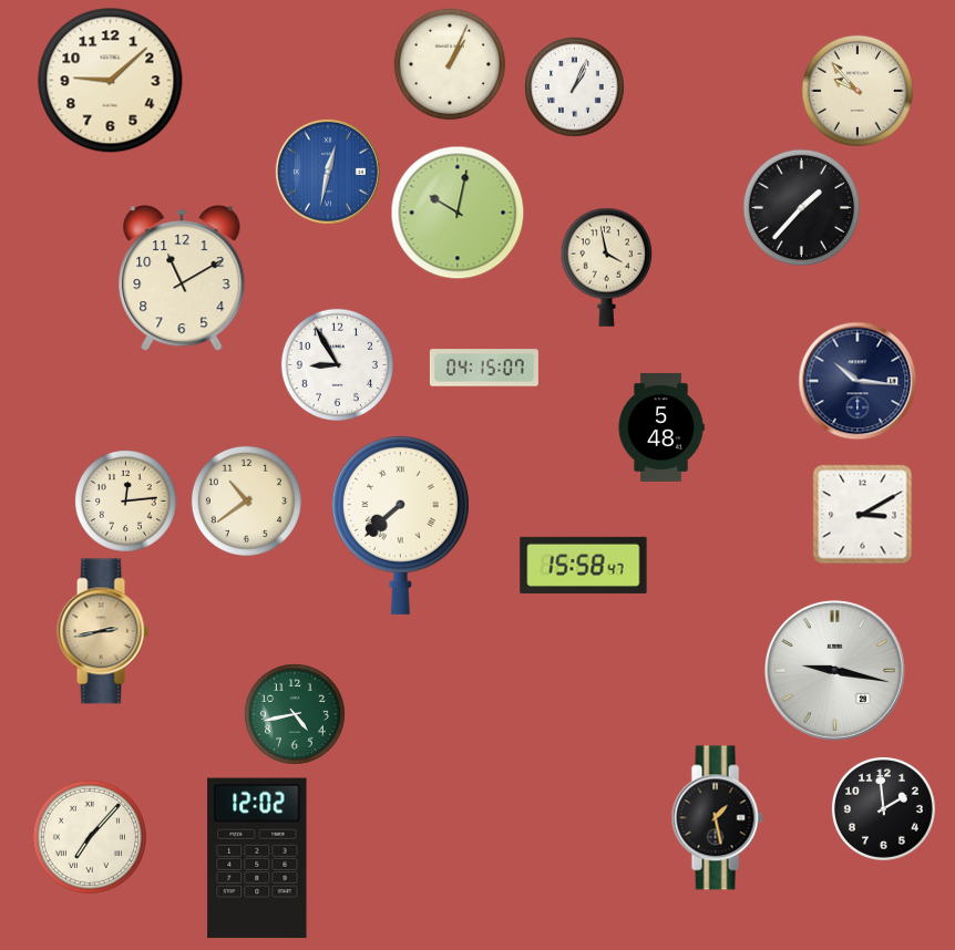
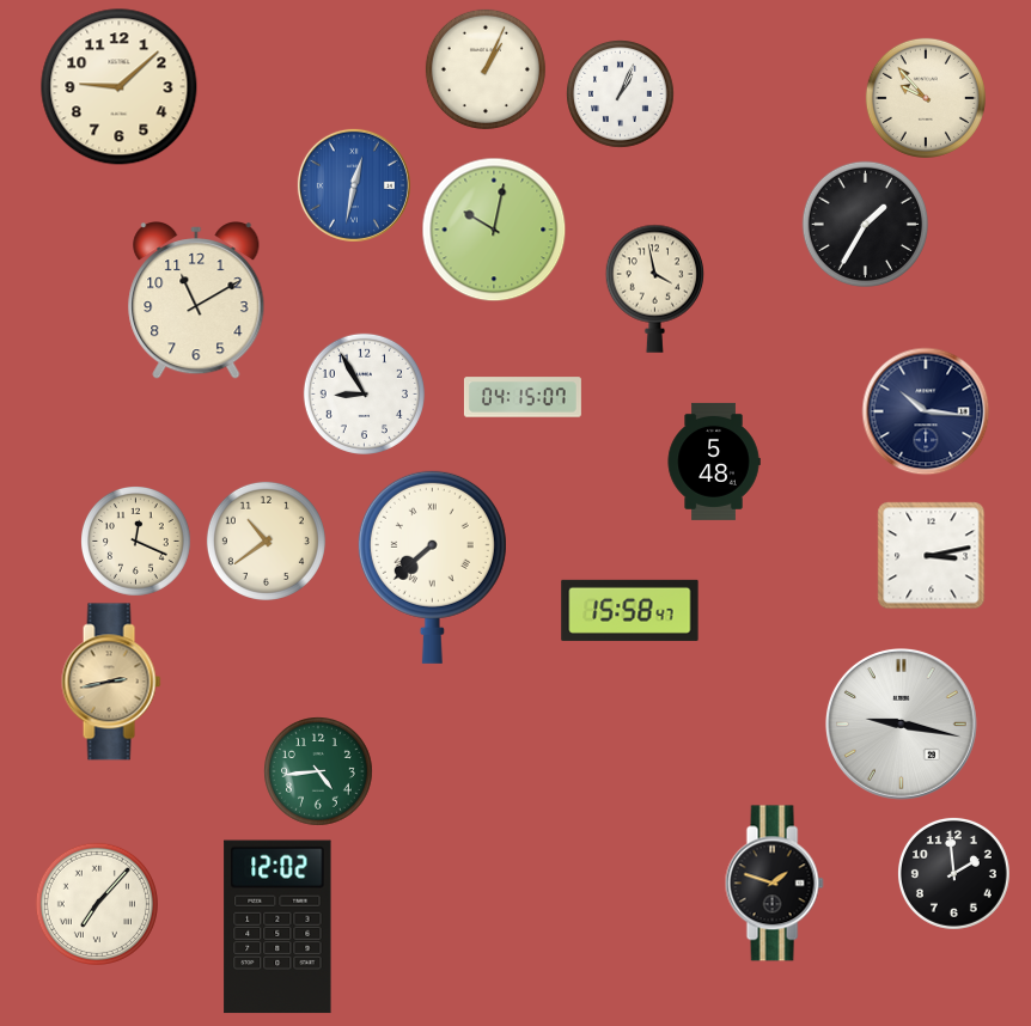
clock at (801, 207): 1:37 -> 1:35
clock at (126, 502): 12:14 -> 12:19
clock at (862, 514): 3:10 -> 3:13
clock at (295, 714): 4:43 -> 4:44
clock at (717, 818): 1:28 -> 1:48
